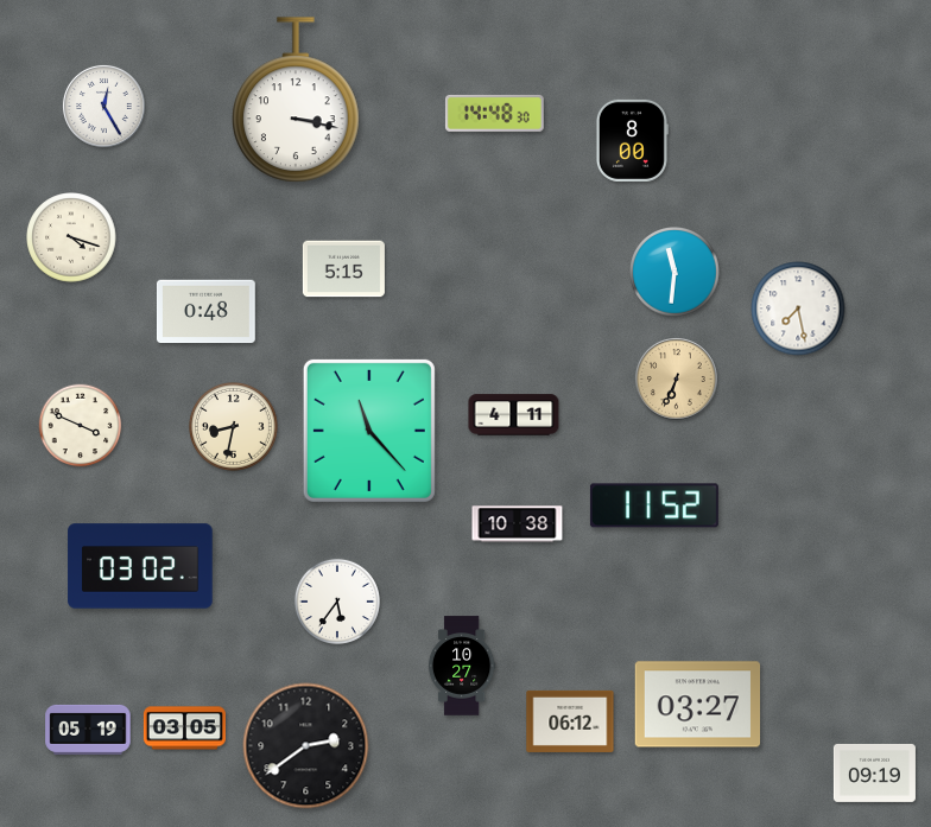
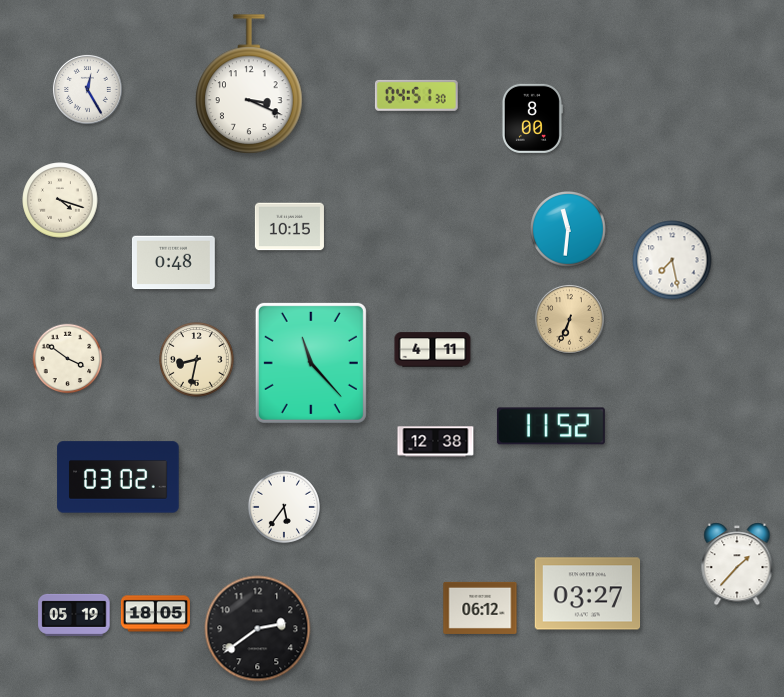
clock at (297, 100): 3:17 -> 3:19
clock at (494, 113): 14:48 -> 04:51
clock at (343, 269): 5:15 -> 10:15
clock at (81, 426): 3:49 -> 3:51
clock at (518, 524): 10:38 -> 12:38
clock at (462, 666): 10:27 -> none
clock at (737, 564): none -> 1:37
clock at (184, 729): 03:05 -> 18:05
clock at (874, 772): 09:19 -> none
